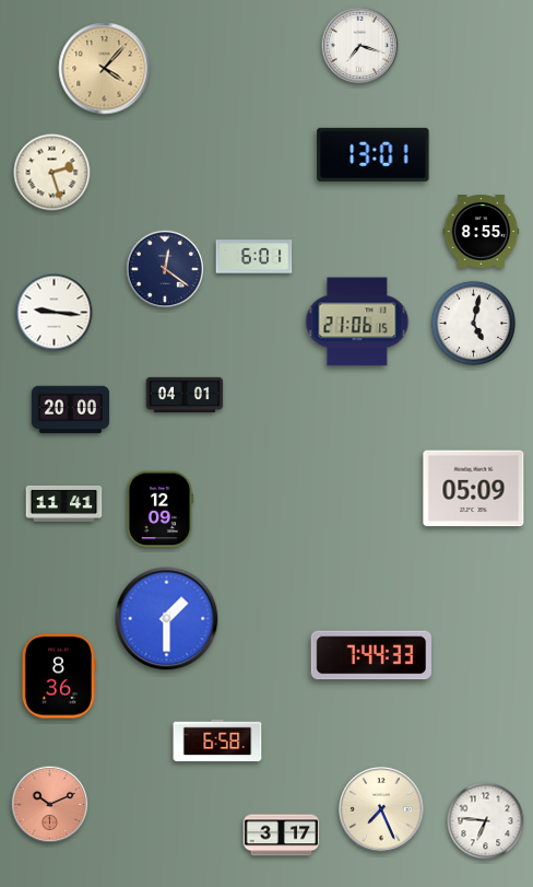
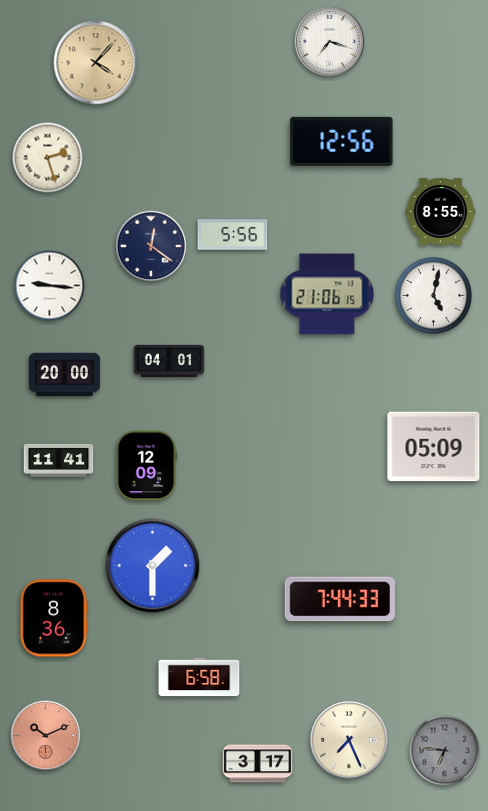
clock at (374, 154): 13:01 -> 12:56
clock at (254, 257): 6:01 -> 5:56
clock at (486, 821) dial: white -> grey
